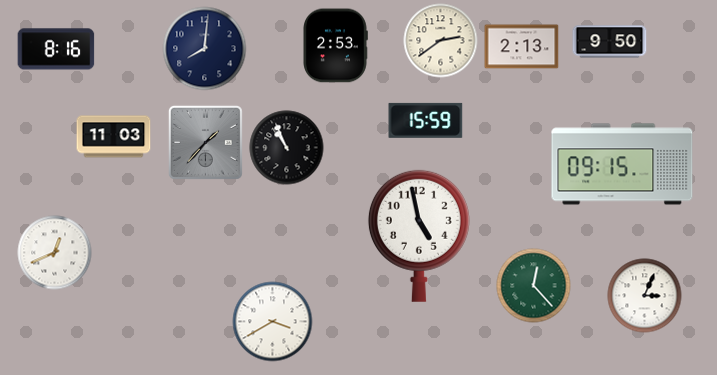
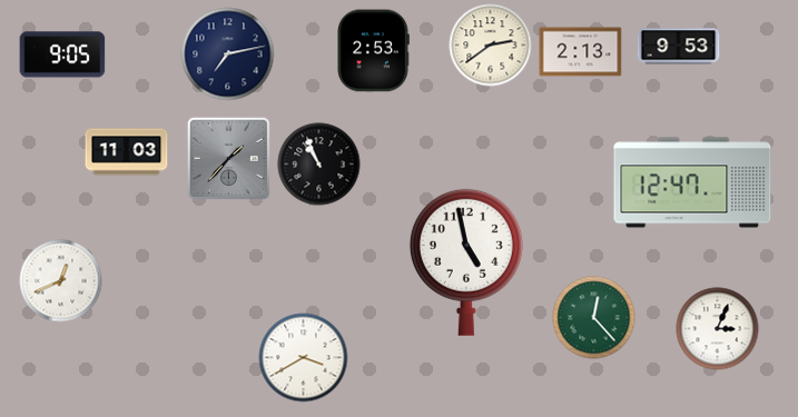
clock at (610, 42): 9:50 -> 9:53
clock at (56, 49): 8:16 -> 9:05
clock at (205, 49): 8:01 -> 7:13
clock at (426, 120): 15:59 -> none
clock at (622, 164): 09:15 -> 12:47
